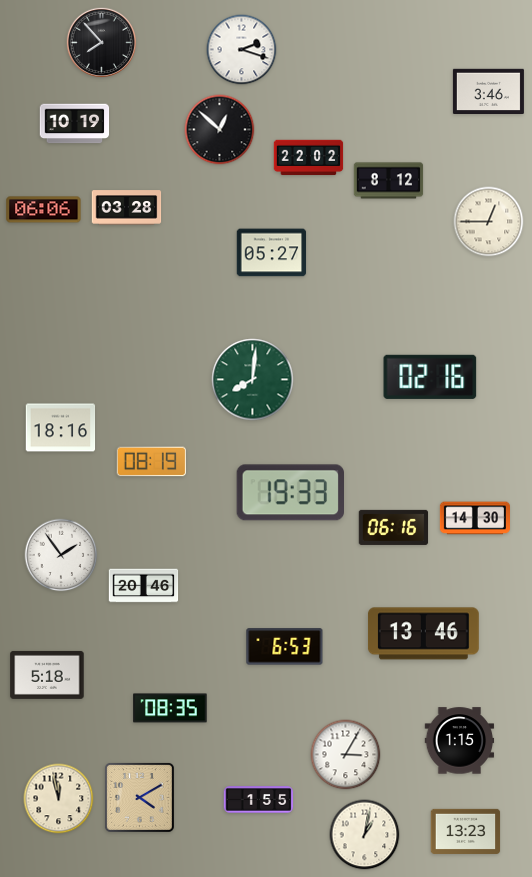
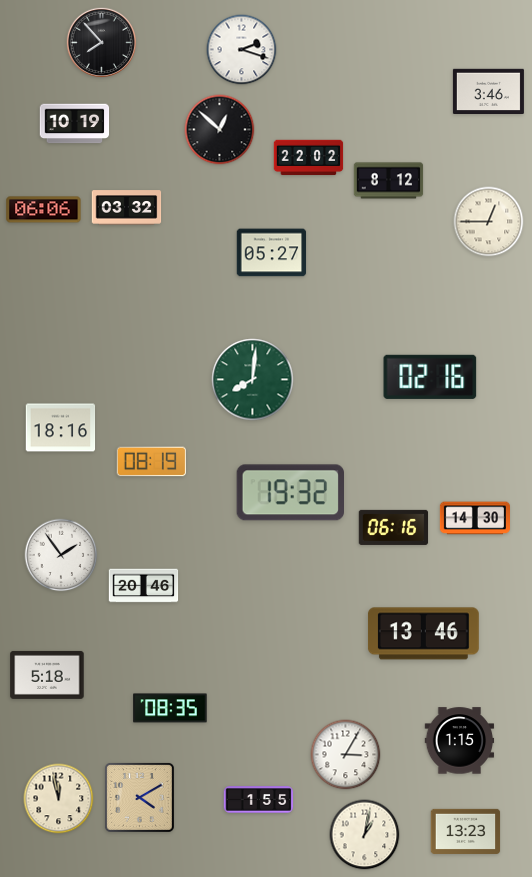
clock at (127, 208): 03:28 -> 03:32
clock at (290, 493): 19:33 -> 19:32
clock at (285, 647): 6:53 -> none
